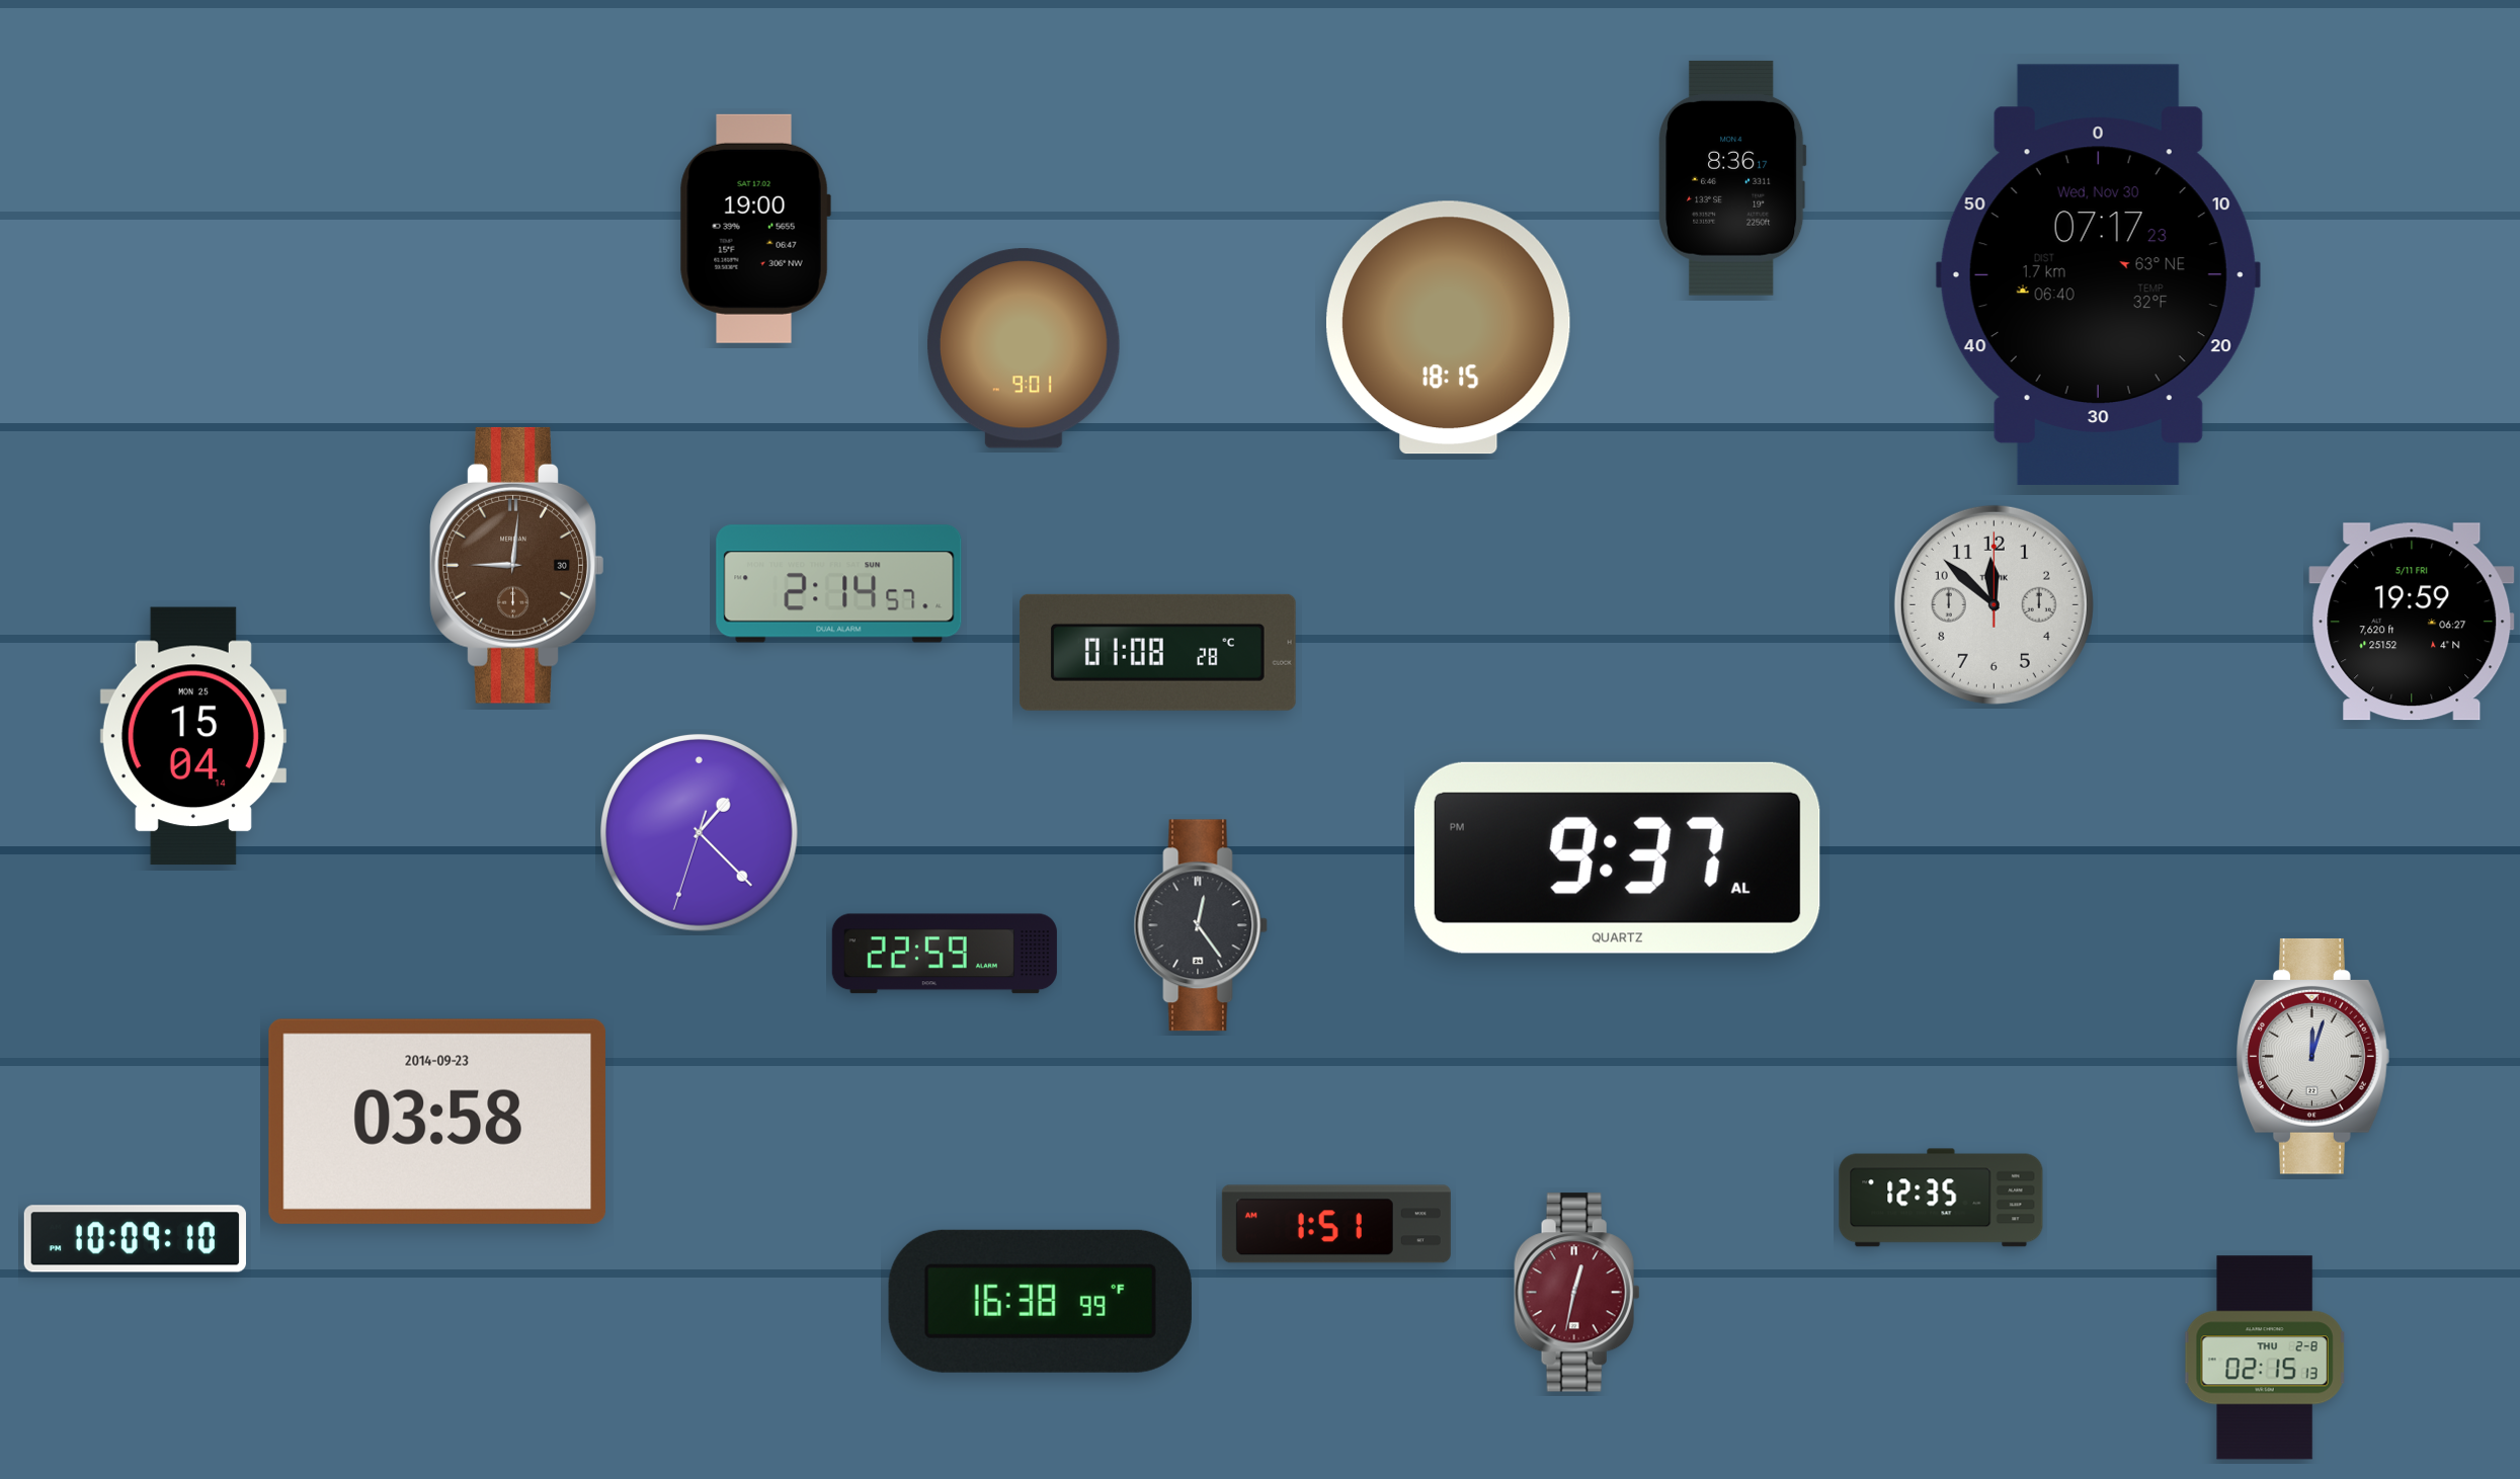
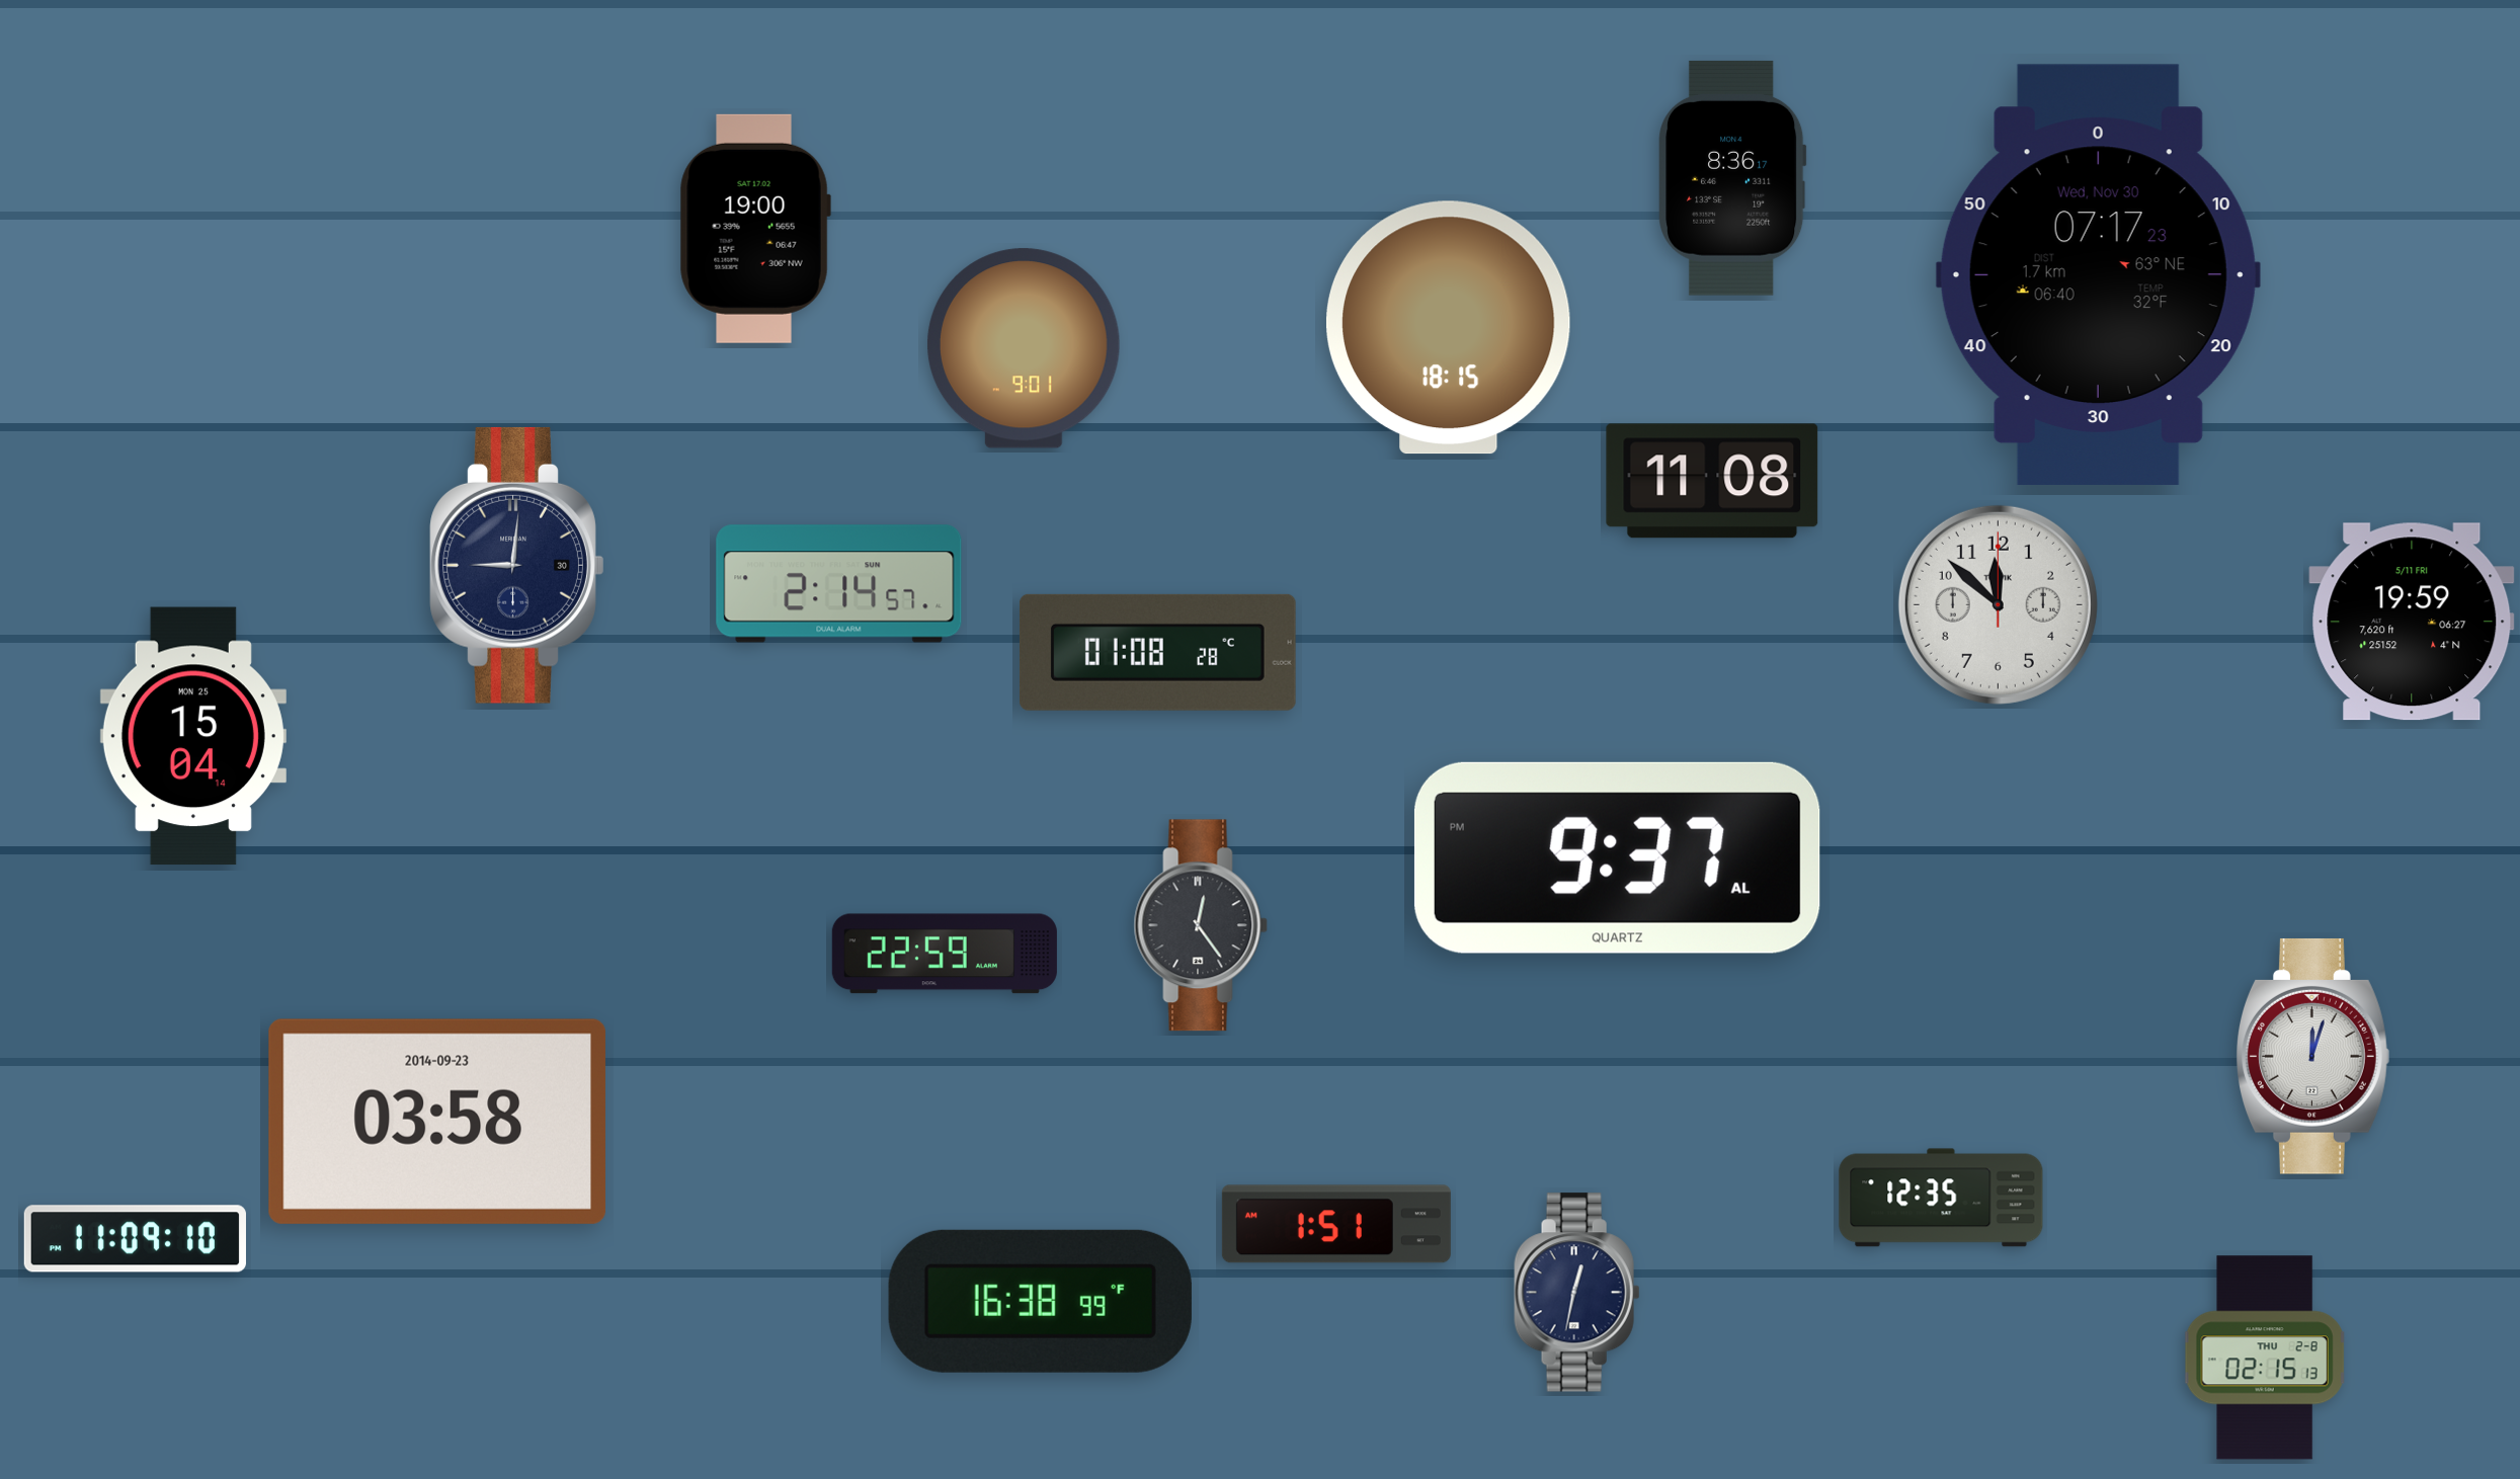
clock at (1712, 481): none -> 11:08
clock at (517, 565) dial: brown -> navy
clock at (1994, 604) position: (1994, 604) -> (1998, 604)
clock at (700, 833): 1:22 -> none
clock at (135, 1239): 10:09 -> 11:09
clock at (1577, 1293) dial: burgundy -> navy
